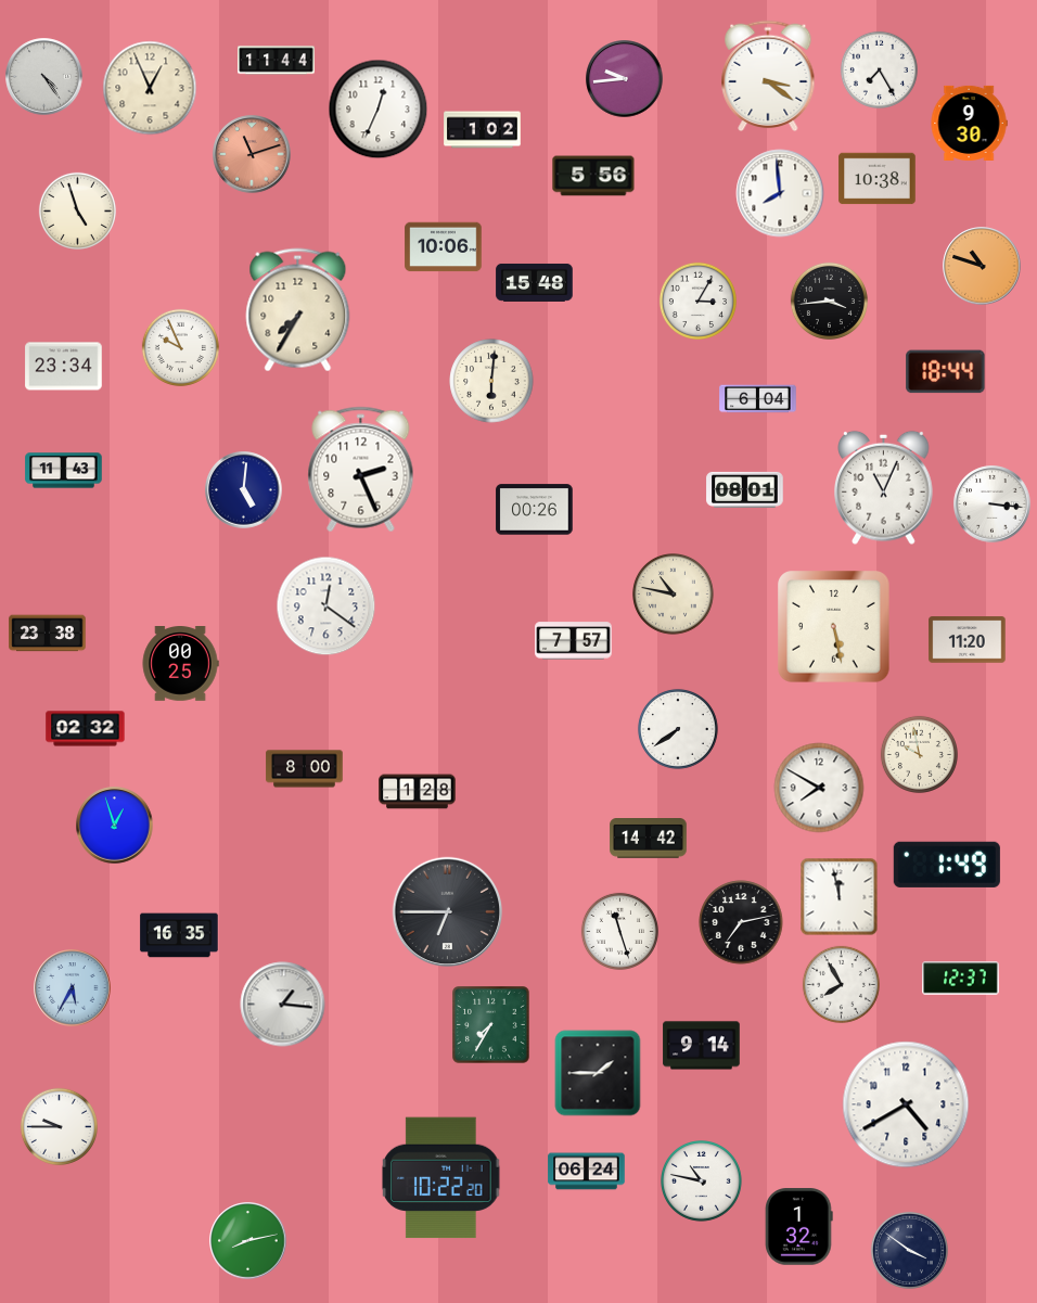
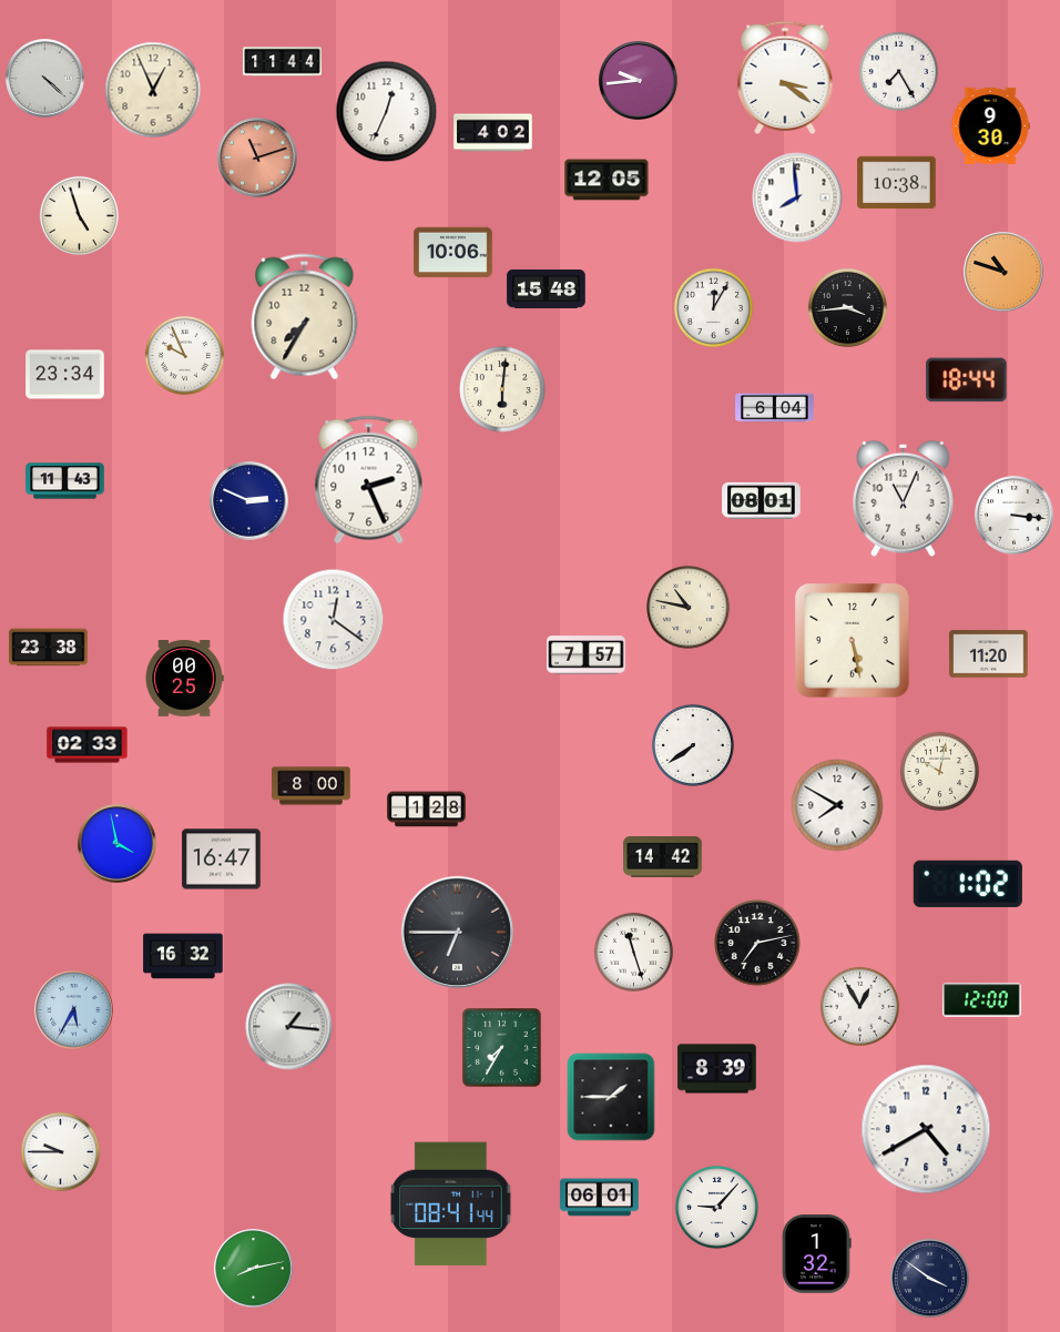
clock at (44, 77): 4:24 -> 4:22
clock at (483, 130): 1:02 -> 4:02
clock at (593, 176): 5:56 -> 12:05
clock at (697, 301): 3:05 -> 12:05
clock at (244, 490): 5:01 -> 2:49
clock at (535, 510): 00:26 -> none
clock at (86, 729): 02:32 -> 02:33
clock at (919, 754): 9:58 -> 10:02
clock at (115, 826): 12:57 -> 3:58
clock at (222, 860): none -> 16:47
clock at (947, 865): 1:49 -> 1:02
clock at (840, 897): 11:58 -> none
clock at (179, 935): 16:35 -> 16:32
clock at (961, 979): 12:37 -> 12:00
clock at (841, 984): 7:55 -> 12:55
clock at (702, 1046): 9:14 -> 8:39
clock at (587, 1172): 06:24 -> 06:01
clock at (441, 1178): 10:22 -> 08:41
clock at (702, 1181): 10:47 -> 9:07
